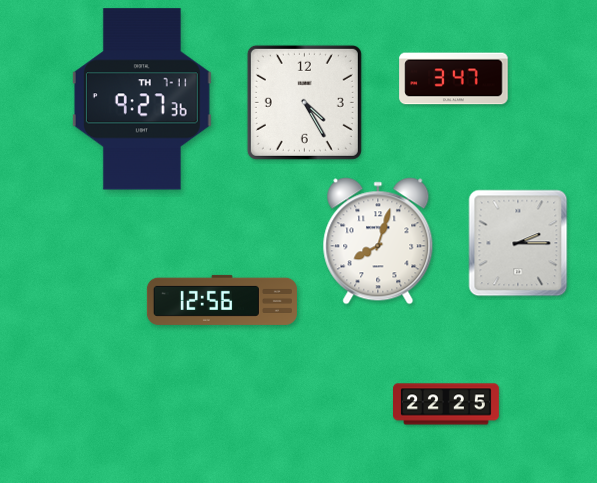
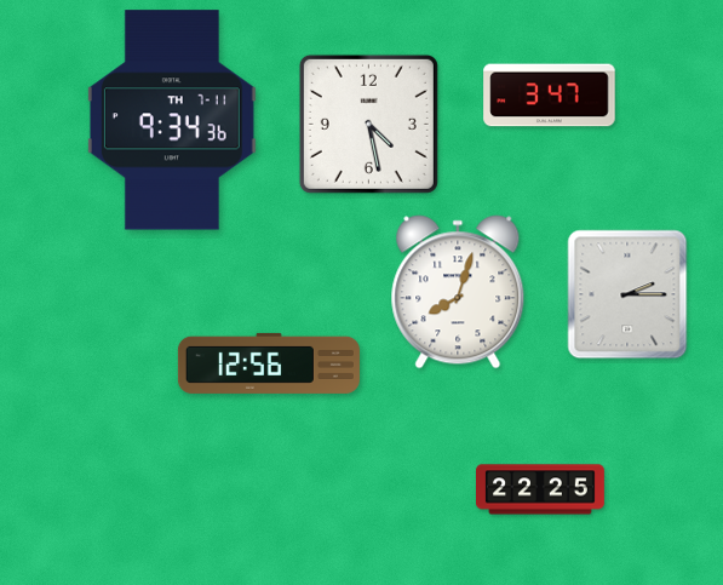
clock at (142, 99): 9:27 -> 9:34
clock at (304, 102): 4:25 -> 4:28
